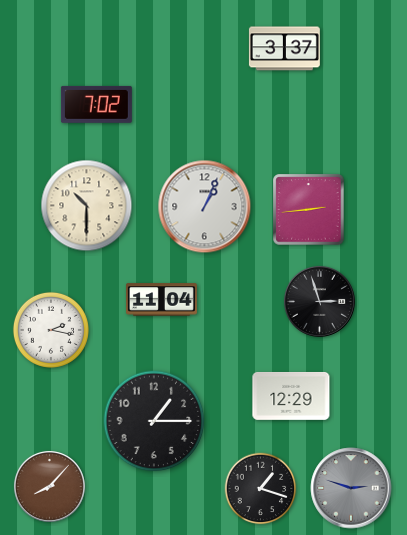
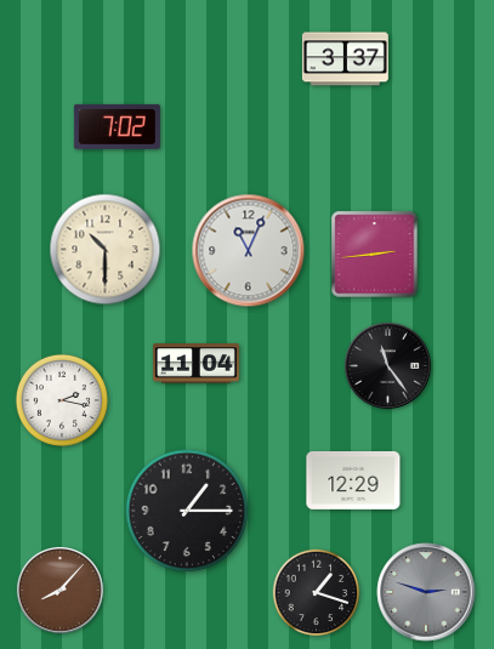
clock at (205, 207): 1:04 -> 11:04
clock at (319, 301): 2:57 -> 11:24
